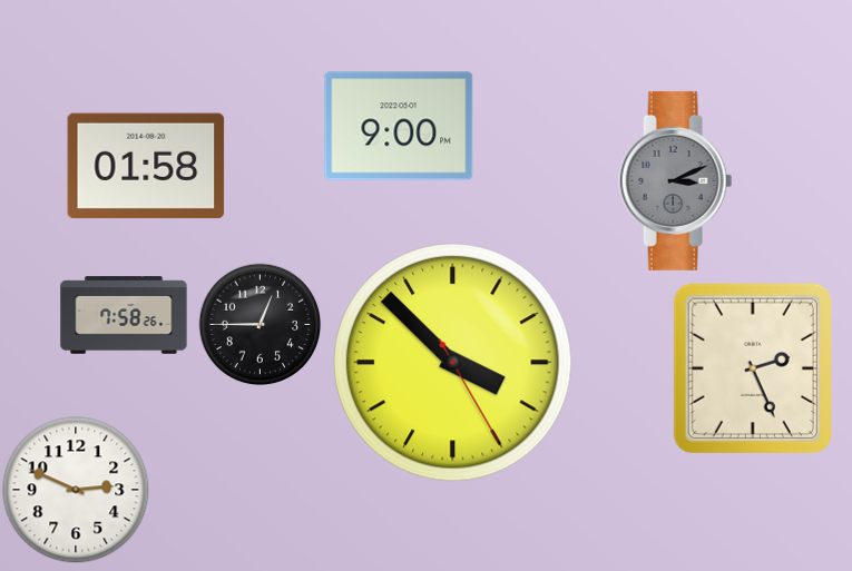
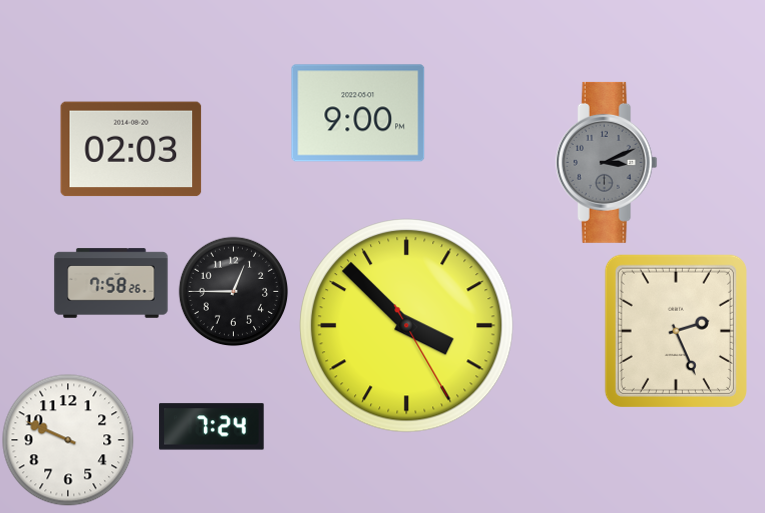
clock at (146, 166): 01:58 -> 02:03
clock at (212, 427): none -> 7:24
clock at (76, 490): 2:49 -> 9:49
